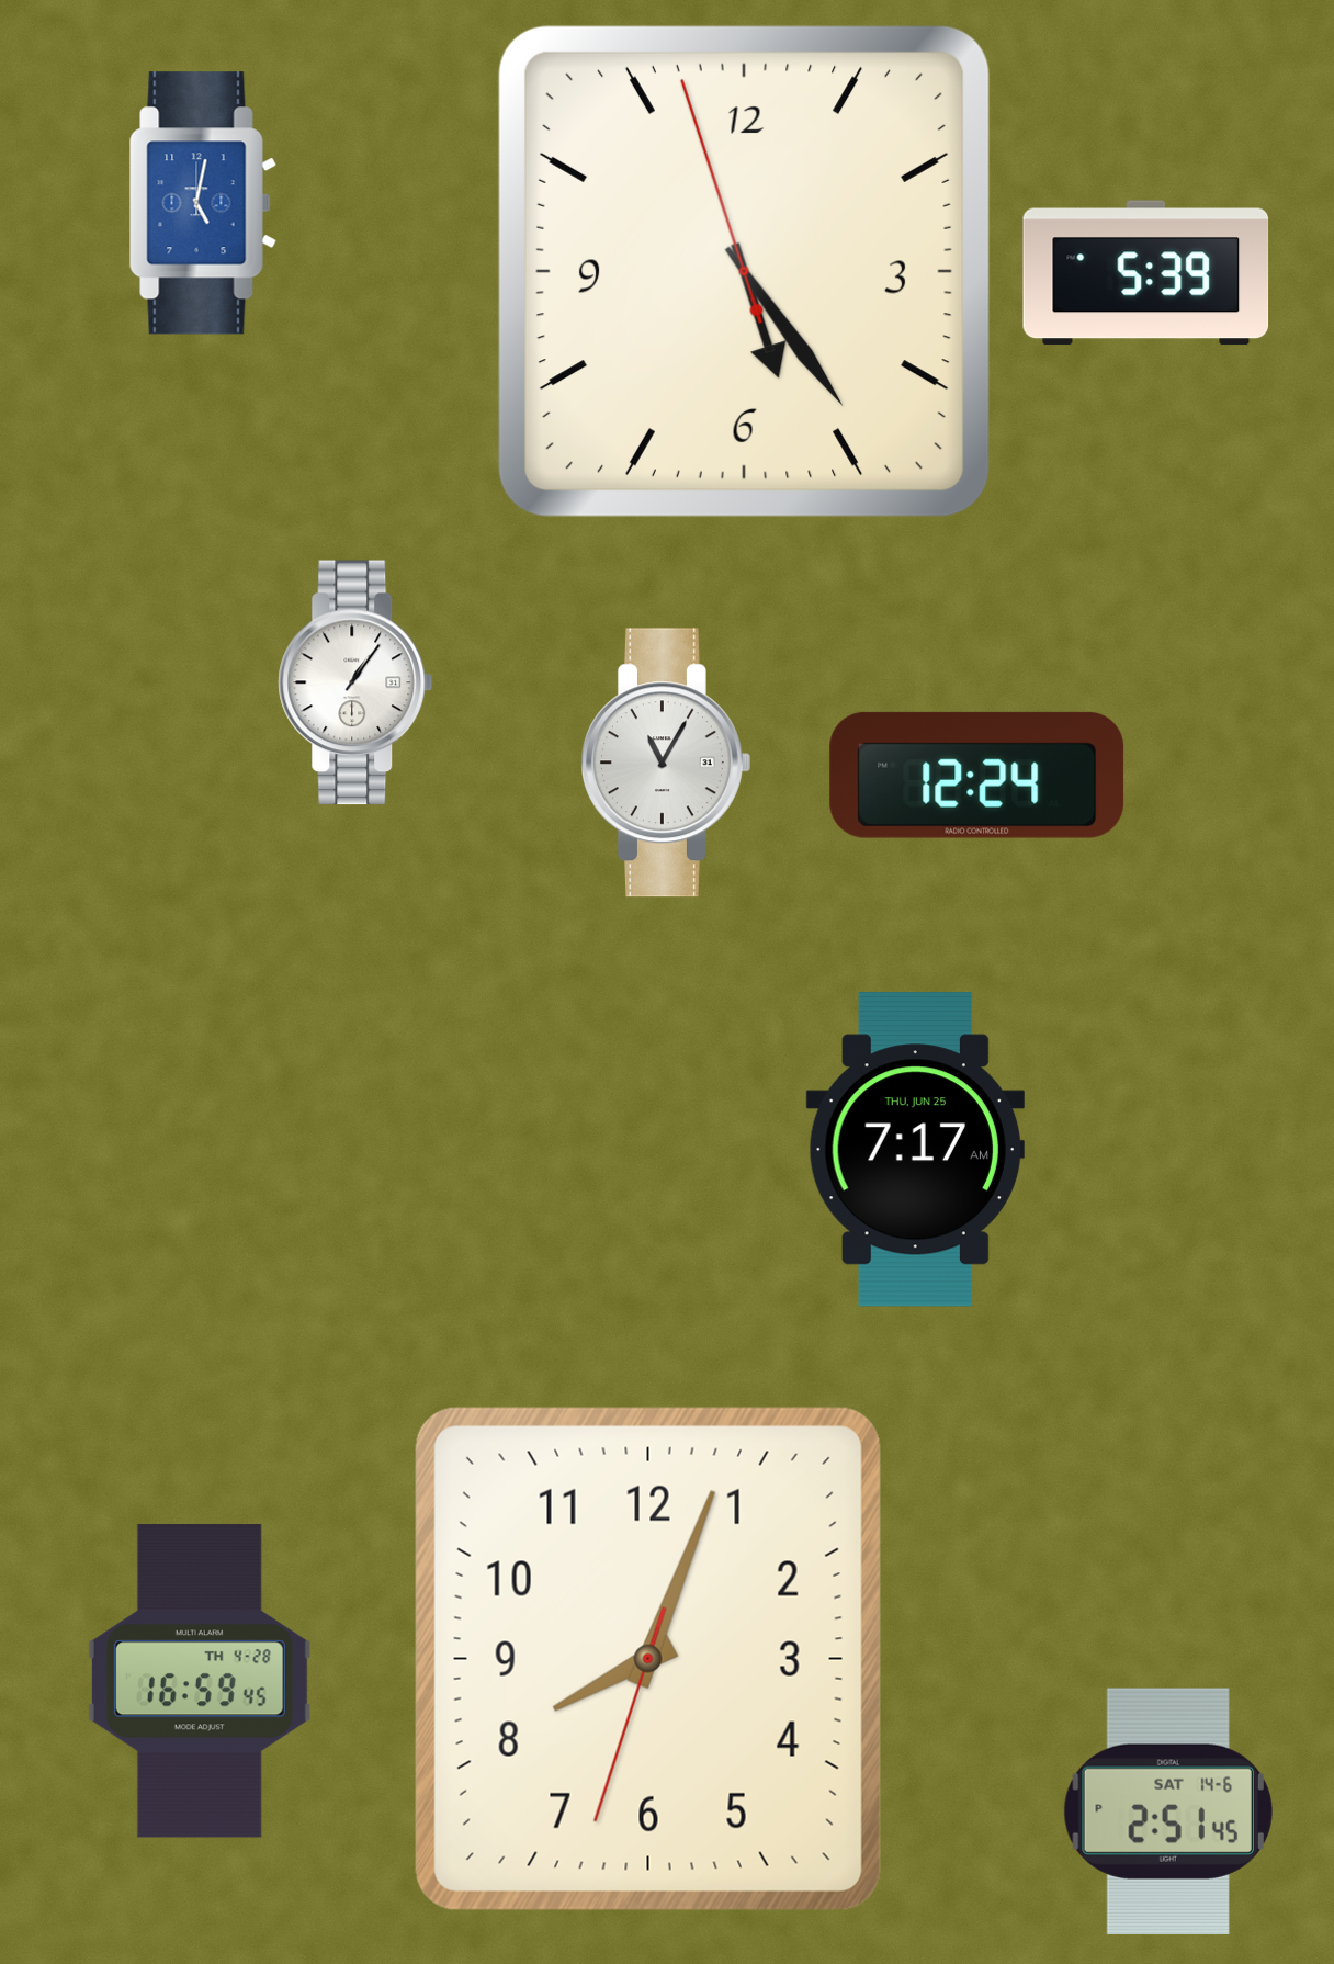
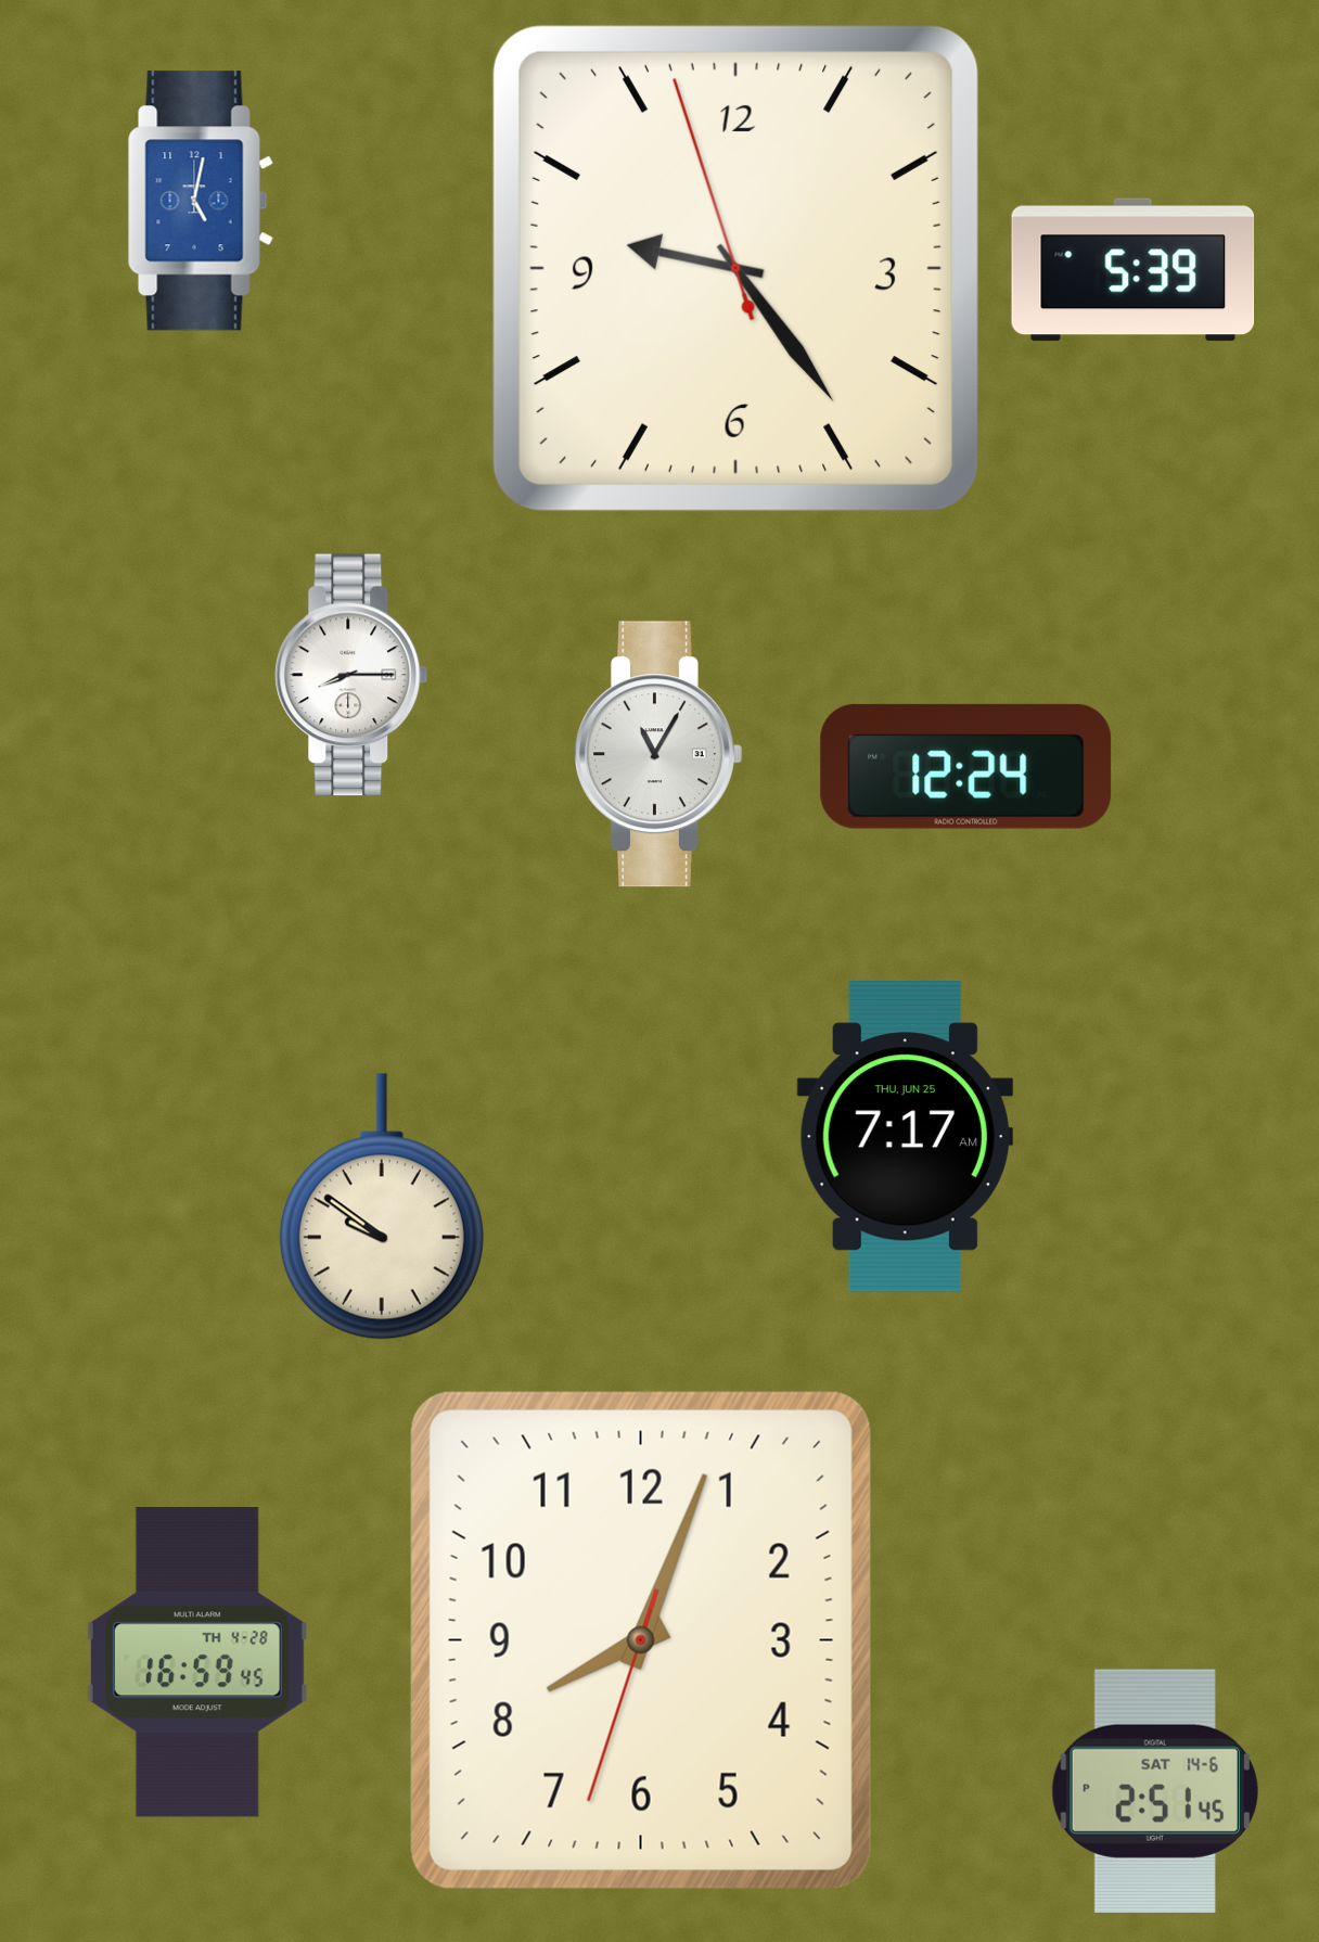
clock at (744, 271): 5:23 -> 9:23
clock at (355, 682): 1:06 -> 8:15
clock at (382, 1206): none -> 9:51
